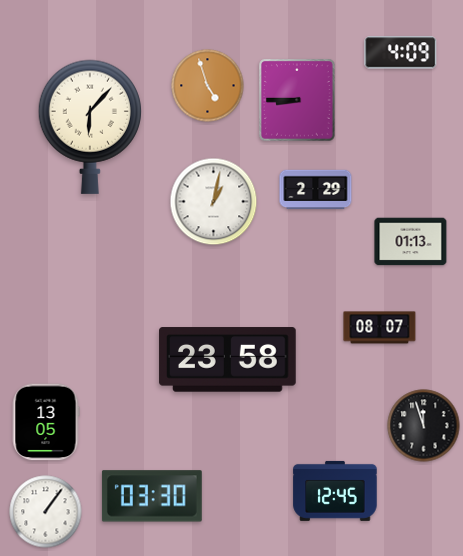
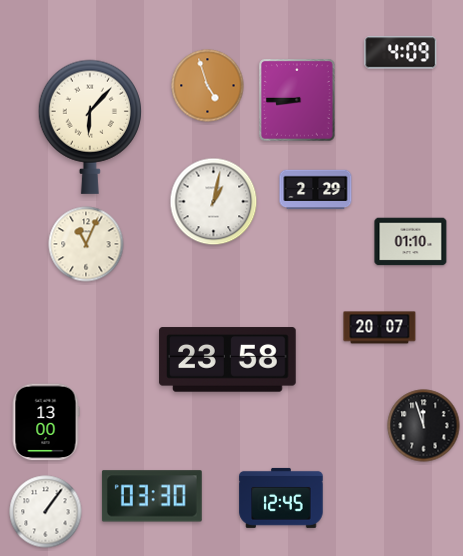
clock at (411, 242): 01:13 -> 01:10
clock at (86, 244): none -> 11:04
clock at (380, 328): 08:07 -> 20:07
clock at (46, 422): 13:05 -> 13:00
clock at (335, 491) position: (335, 491) -> (281, 498)
